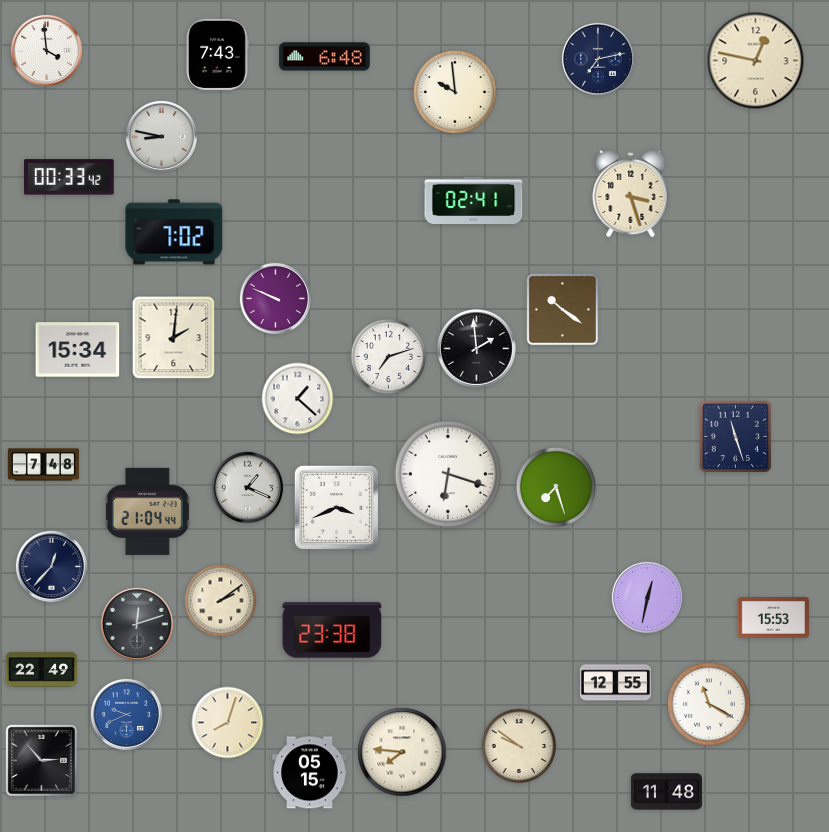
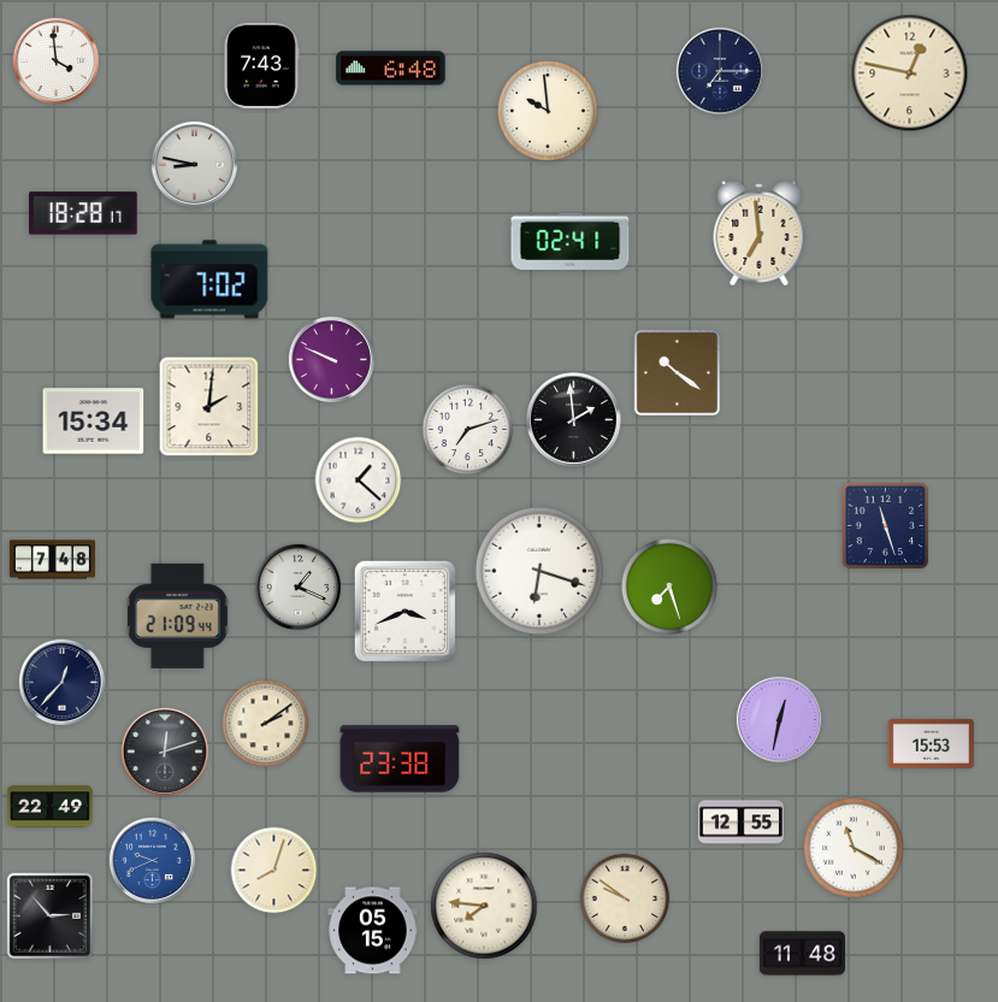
clock at (598, 59): 7:13 -> 7:15
clock at (70, 177): 00:33 -> 18:28
clock at (631, 193): 3:27 -> 6:59
clock at (147, 511): 21:04 -> 21:09
